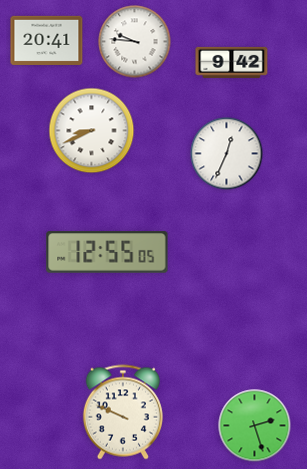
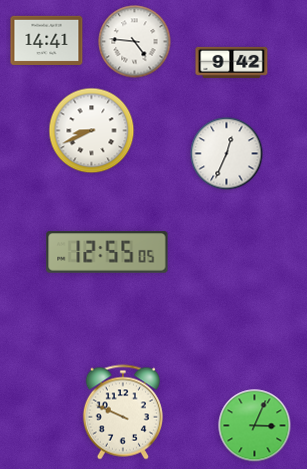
clock at (47, 40): 20:41 -> 14:41
clock at (135, 42): 9:46 -> 4:46
clock at (255, 426): 2:27 -> 3:04
